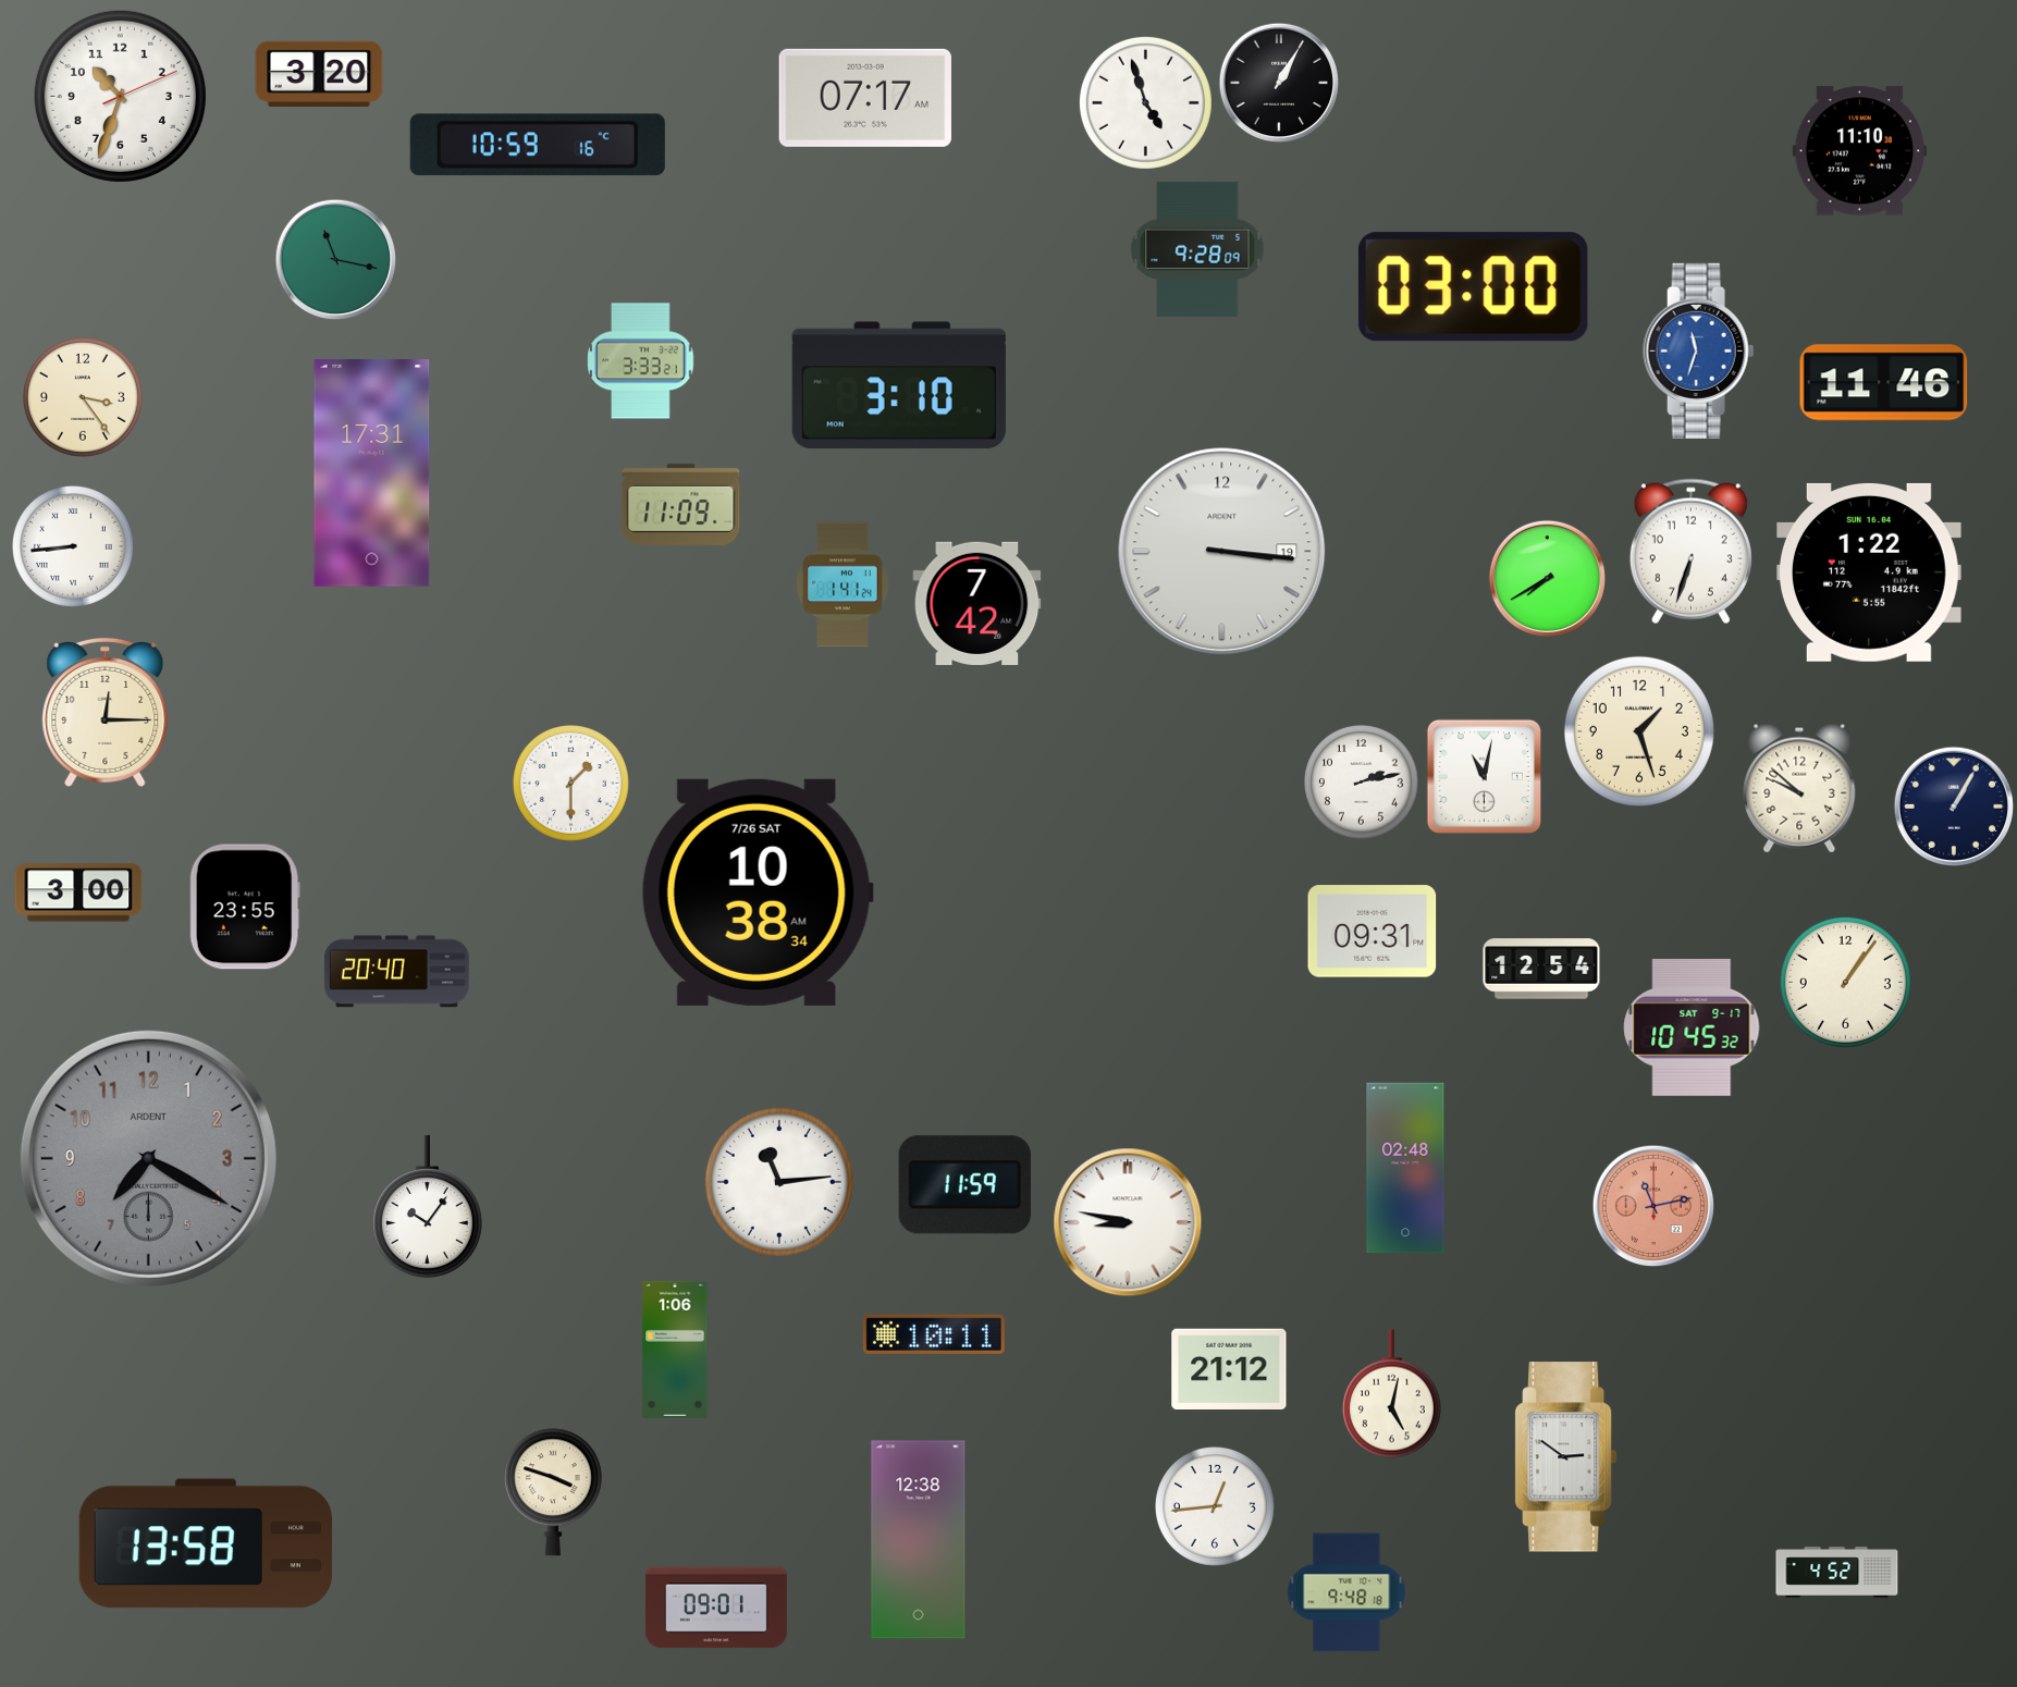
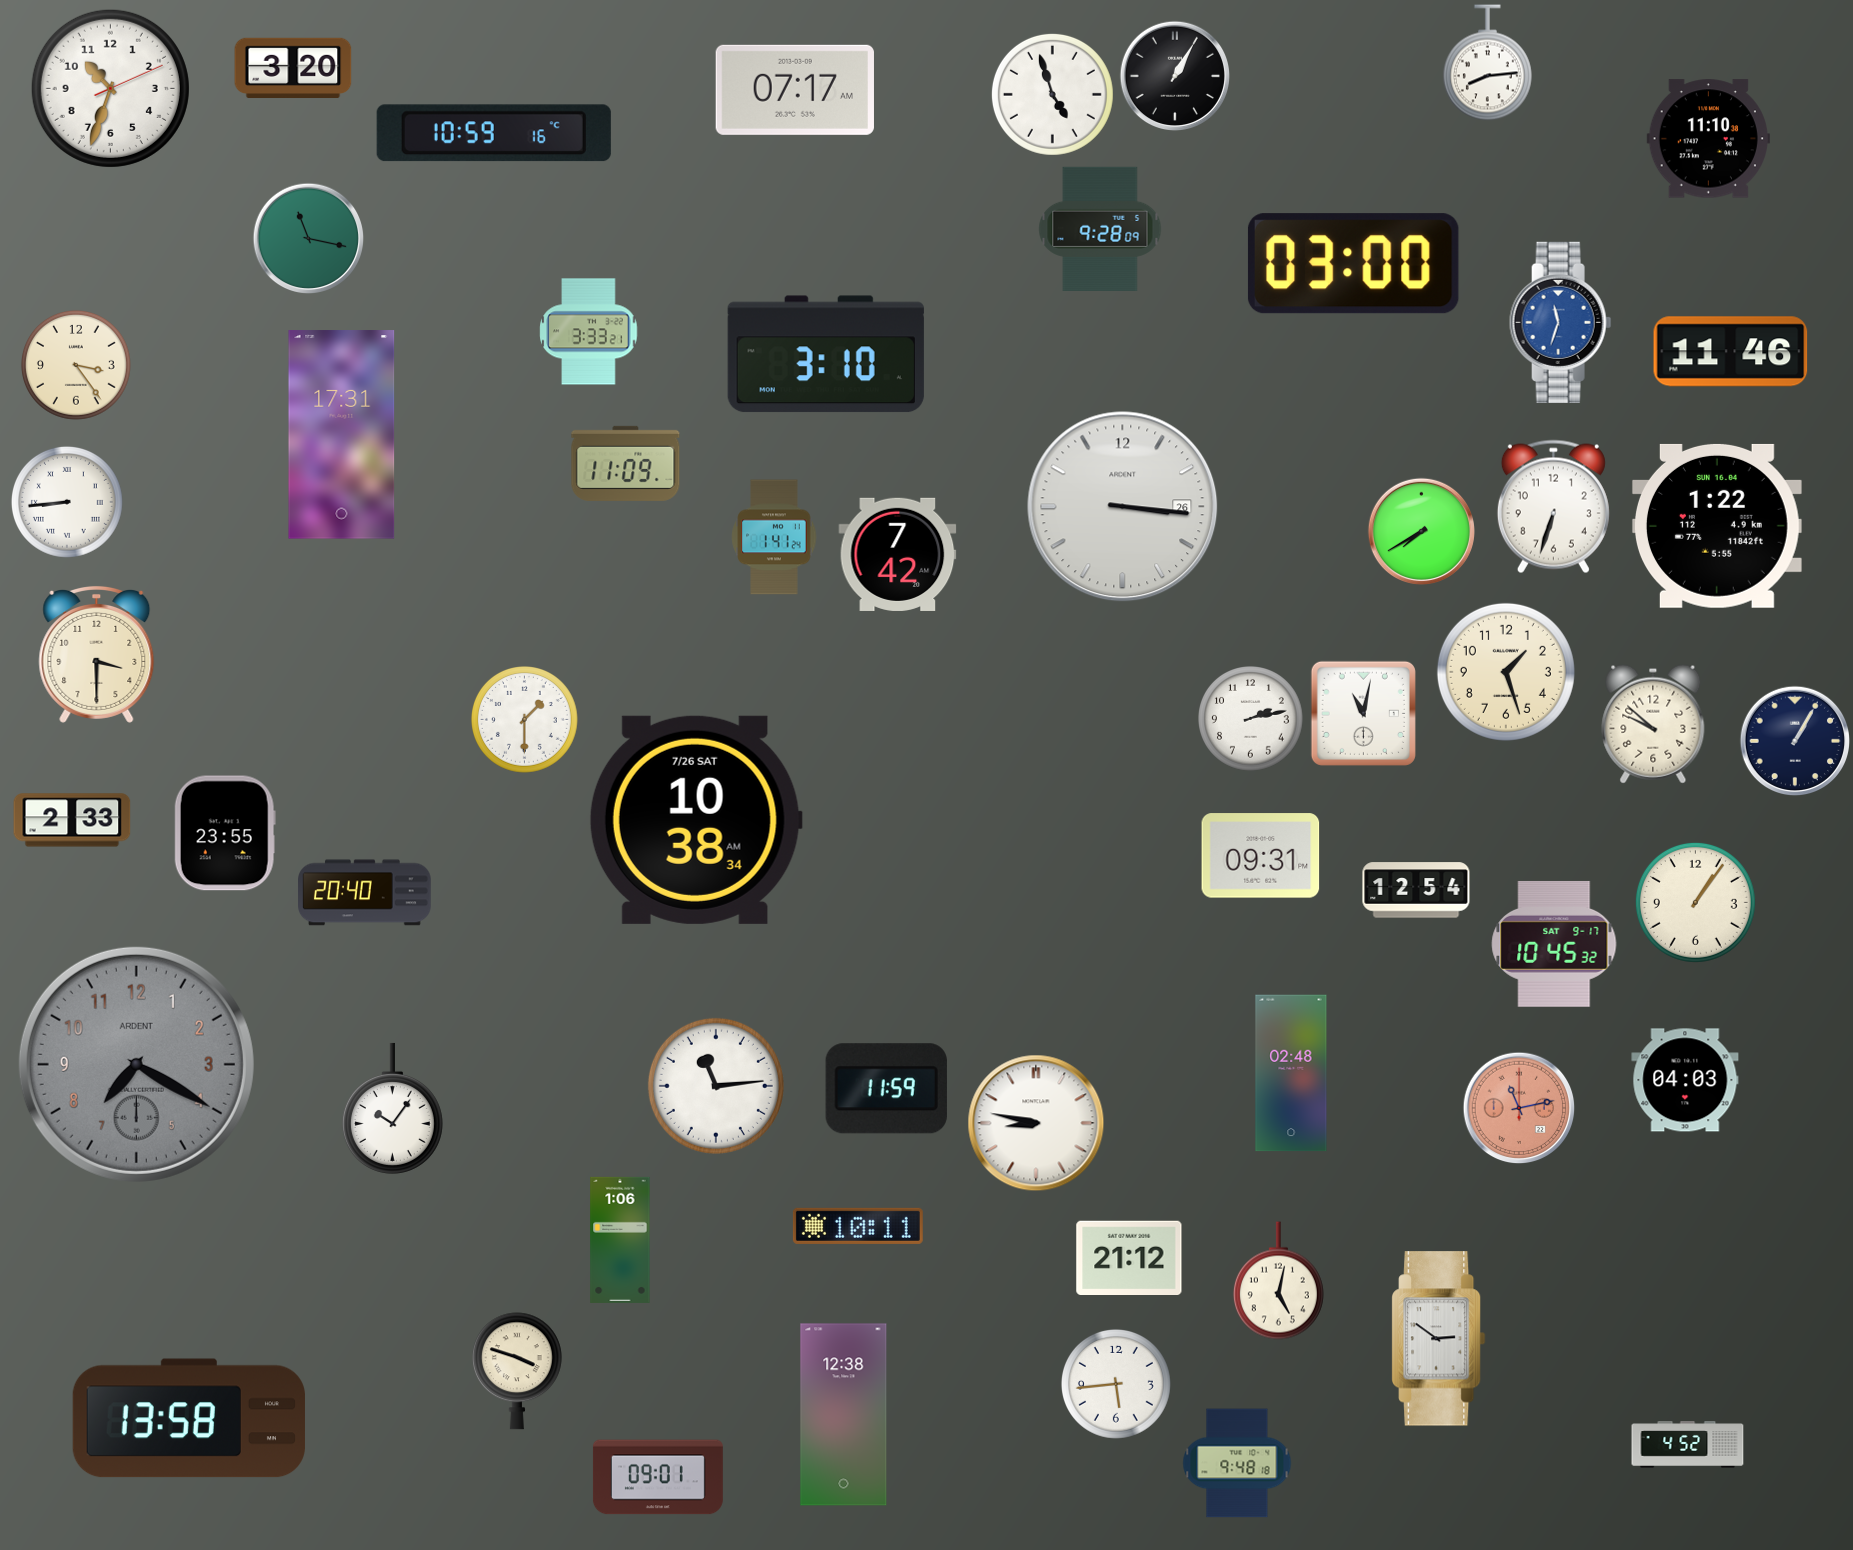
clock at (1487, 63): none -> 8:14
clock at (1222, 552) date: 19 -> 26
clock at (106, 712): 12:15 -> 3:30
clock at (78, 892): 3:00 -> 2:33
clock at (1685, 1080): none -> 04:03
clock at (553, 1492) position: (553, 1492) -> (517, 1371)
clock at (1215, 1506): 12:44 -> 5:44
